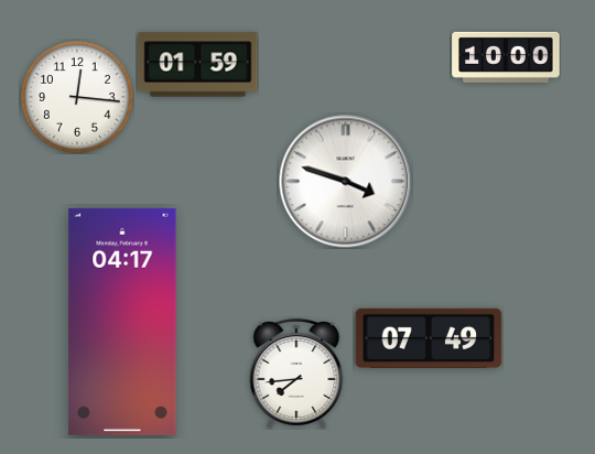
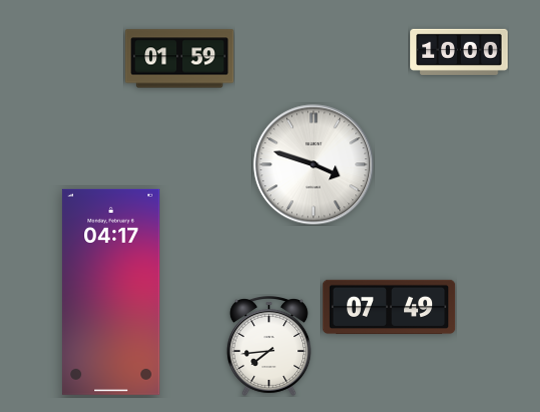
clock at (77, 97): 12:16 -> none
clock at (296, 374) position: (296, 374) -> (269, 346)
